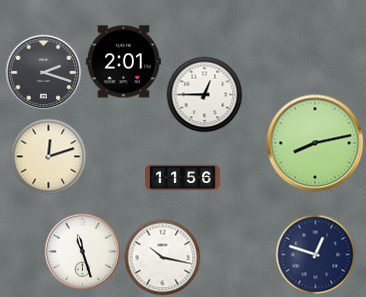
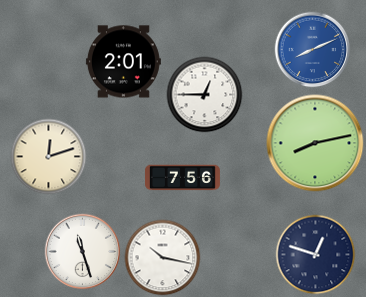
clock at (313, 50): none -> 8:11
clock at (44, 73): 2:18 -> none
clock at (182, 178): 11:56 -> 7:56
